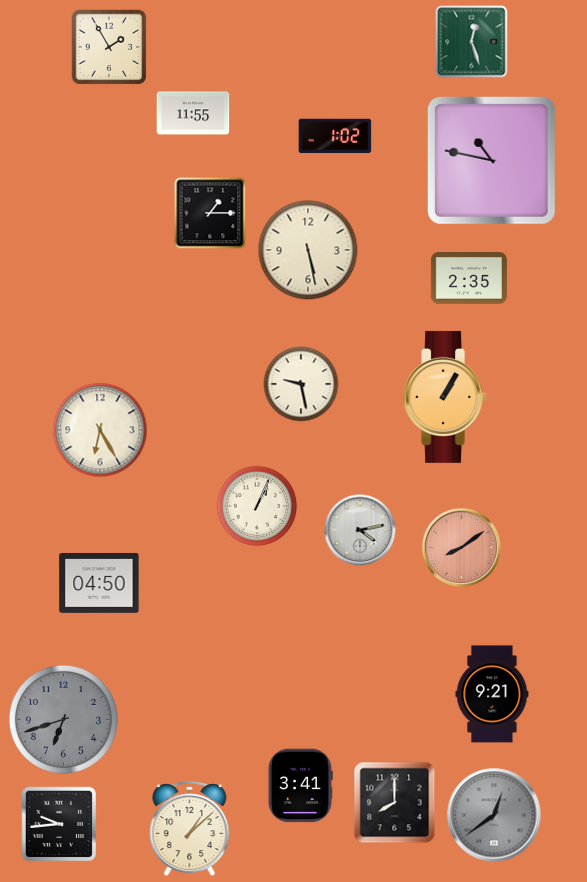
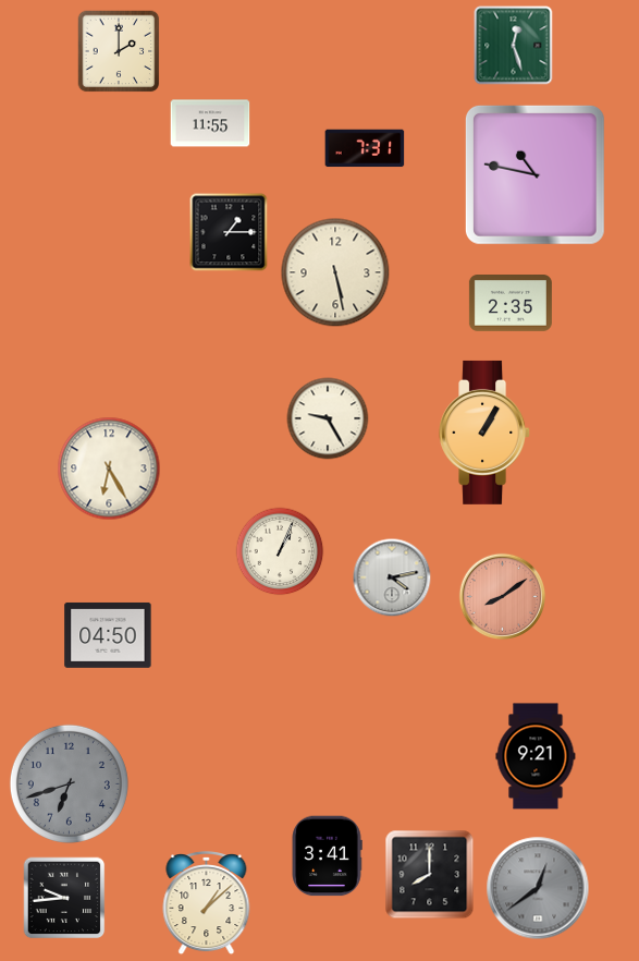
clock at (109, 47): 1:55 -> 2:00
clock at (335, 136): 1:02 -> 7:31
clock at (301, 384): 9:28 -> 9:25
